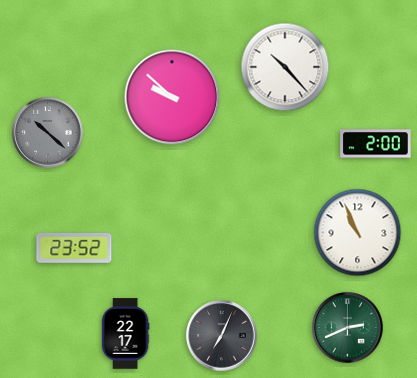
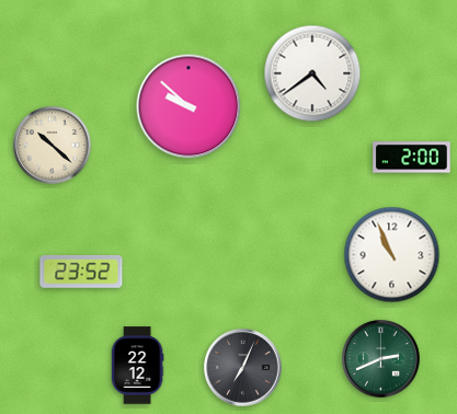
clock at (285, 67): 10:23 -> 4:39
clock at (48, 133) dial: grey -> cream
clock at (125, 334): 22:17 -> 22:12
